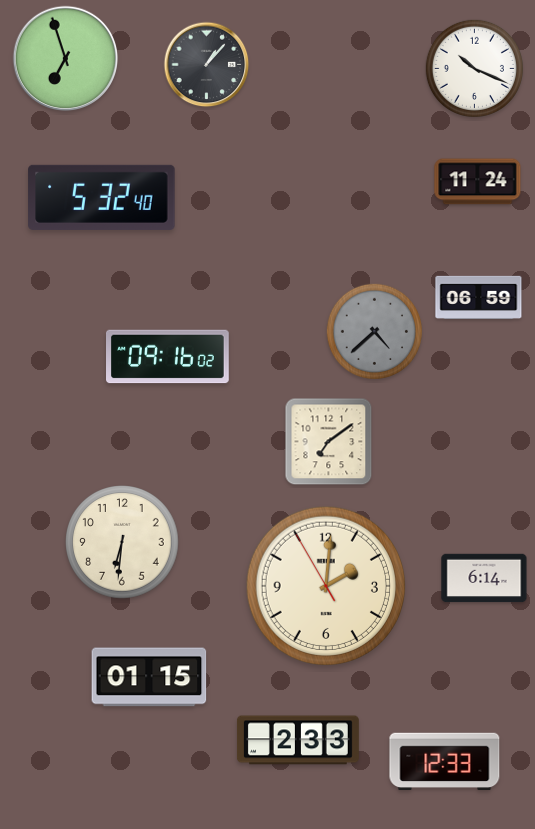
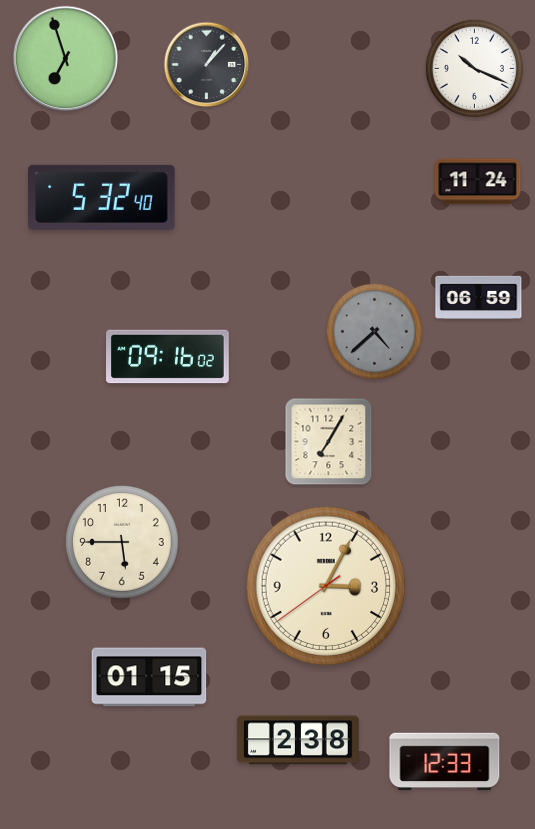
clock at (329, 442): 7:09 -> 7:05
clock at (122, 542): 6:31 -> 5:45
clock at (484, 578): 6:14 -> none
clock at (325, 585): 2:00 -> 3:04
clock at (298, 740): 2:33 -> 2:38
